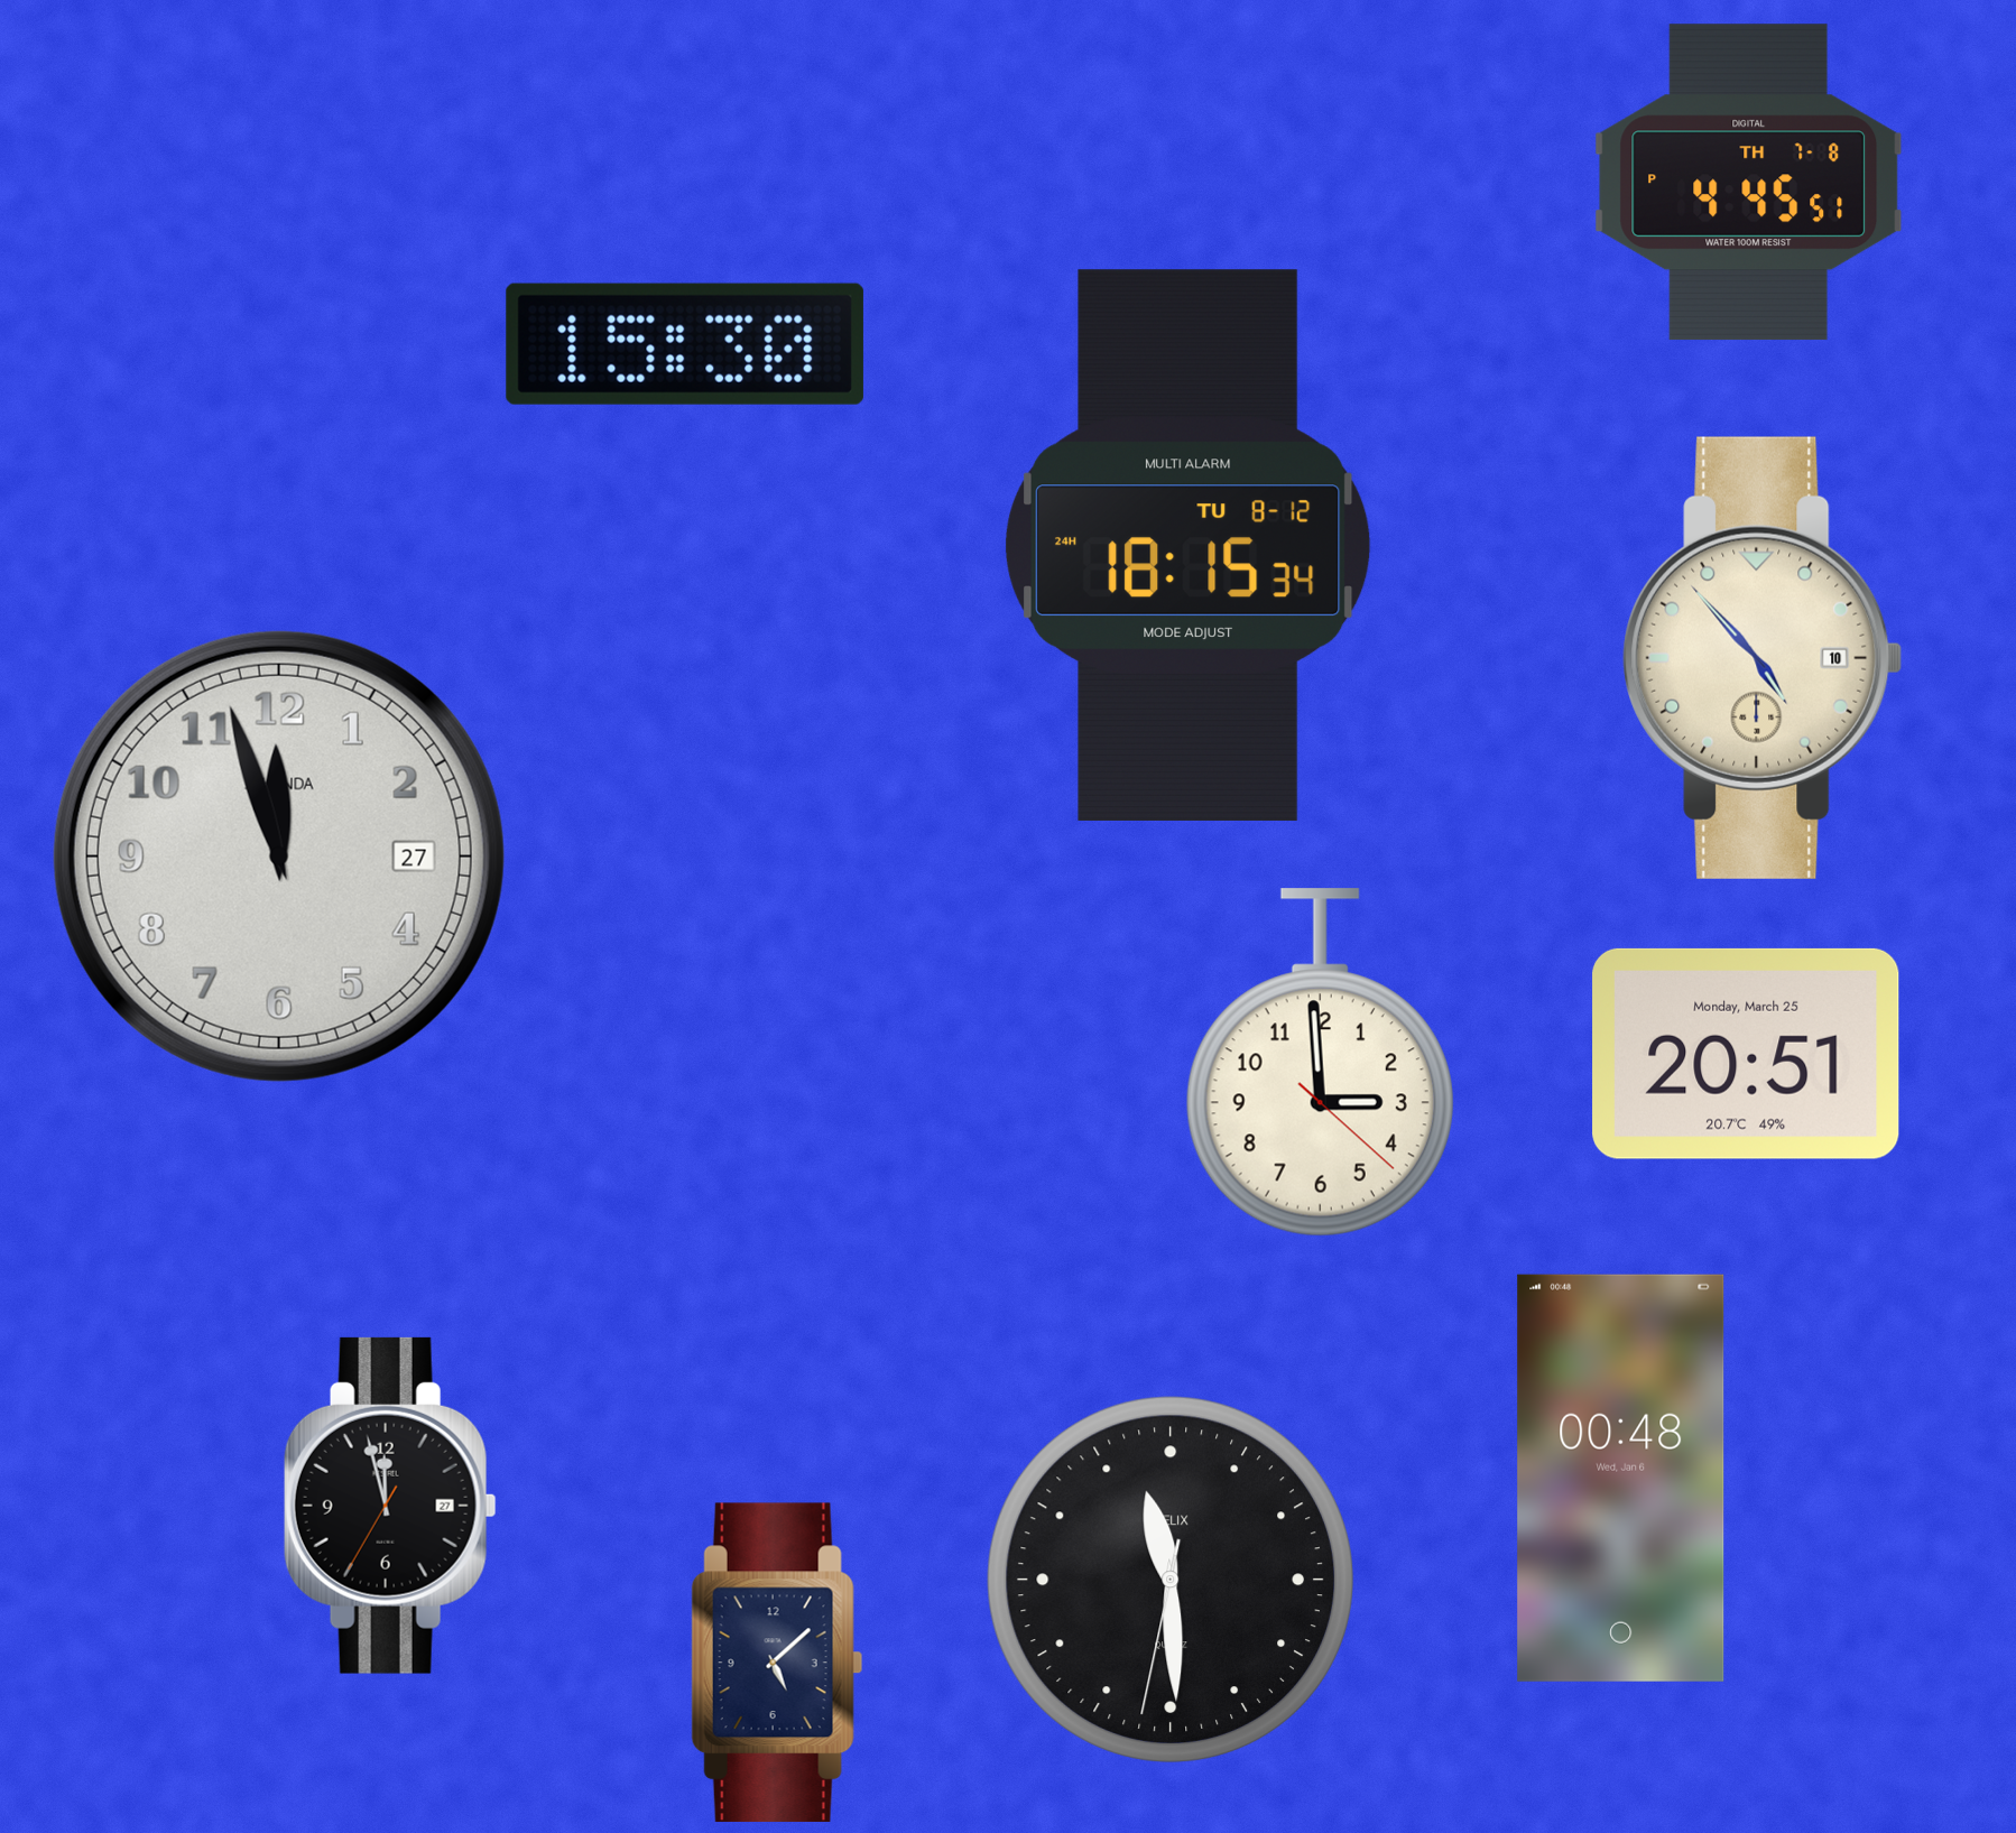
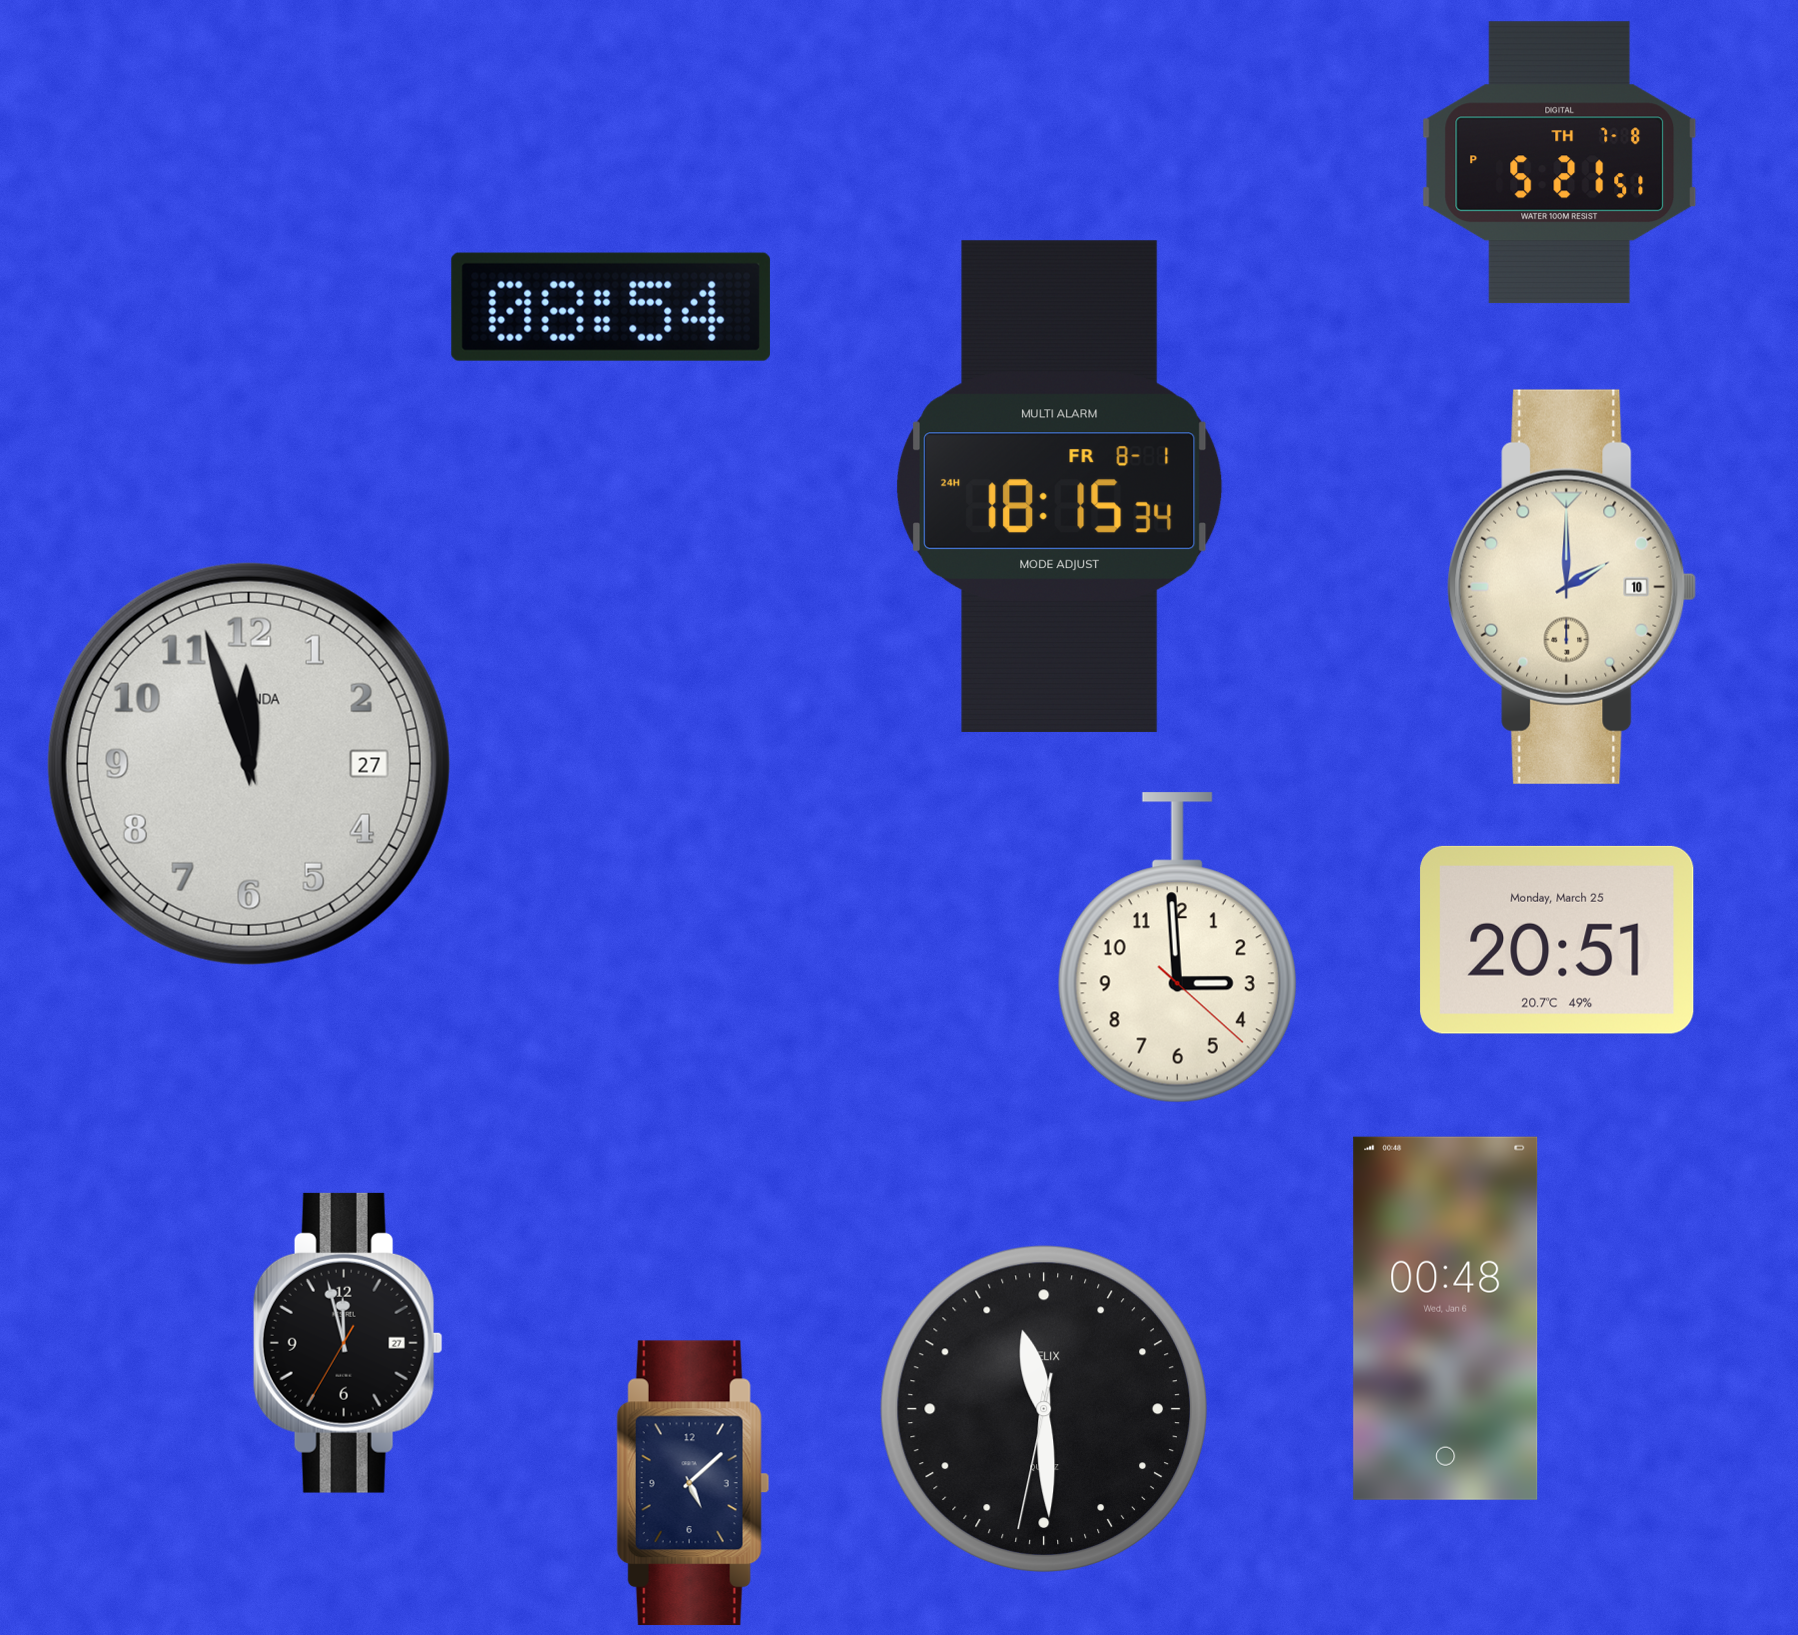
clock at (1749, 183): 4:45 -> 5:21
clock at (685, 344): 15:30 -> 08:54
clock at (1189, 545) date: TU 8-12 -> FR 8-1
clock at (1763, 658): 4:53 -> 2:00
